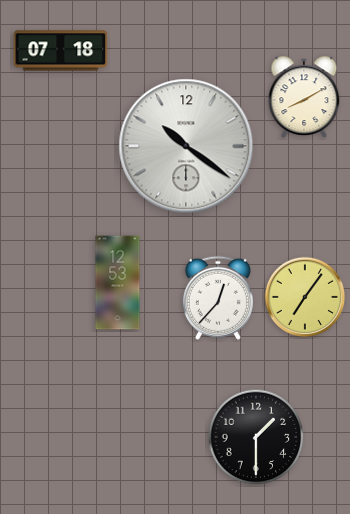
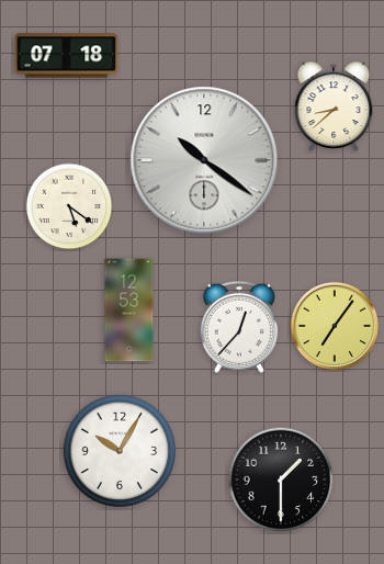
clock at (304, 96): 8:10 -> 8:38
clock at (69, 206): none -> 5:21
clock at (120, 451): none -> 10:05
